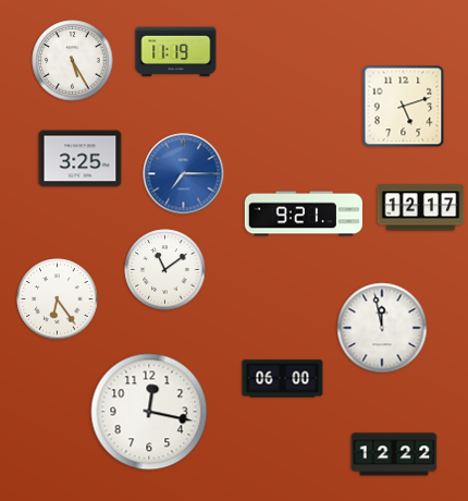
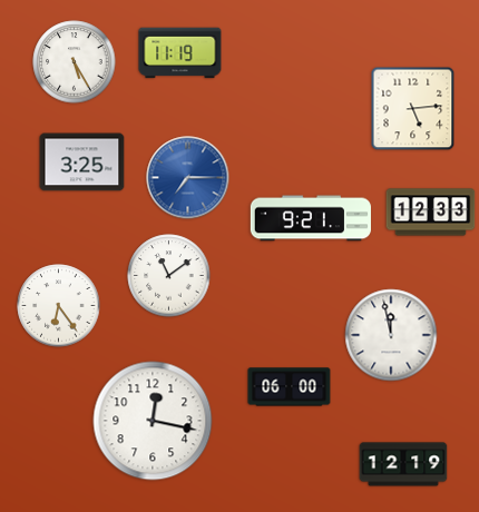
clock at (404, 107): 5:12 -> 5:14
clock at (421, 208): 12:17 -> 12:33
clock at (394, 454): 12:22 -> 12:19
